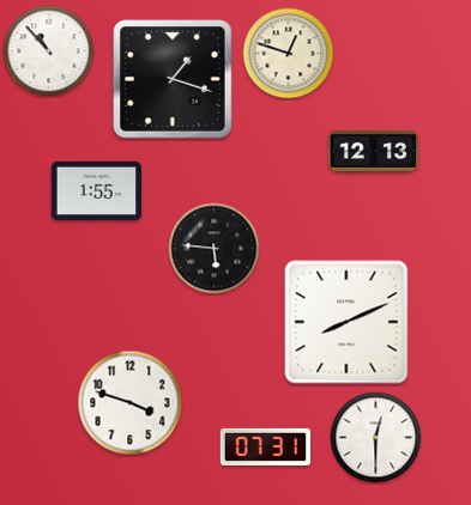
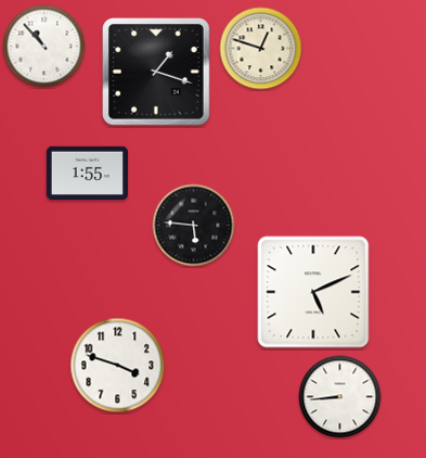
clock at (373, 151): 12:13 -> none
clock at (346, 322): 8:11 -> 5:11
clock at (376, 438): 12:30 -> 8:44
clock at (265, 446): 07:31 -> none
